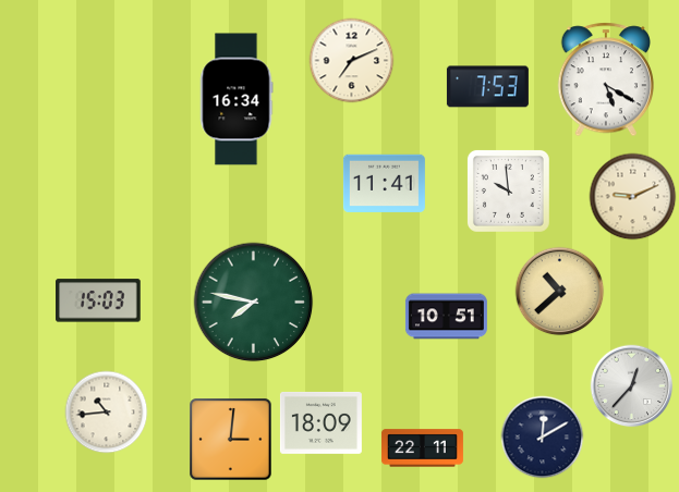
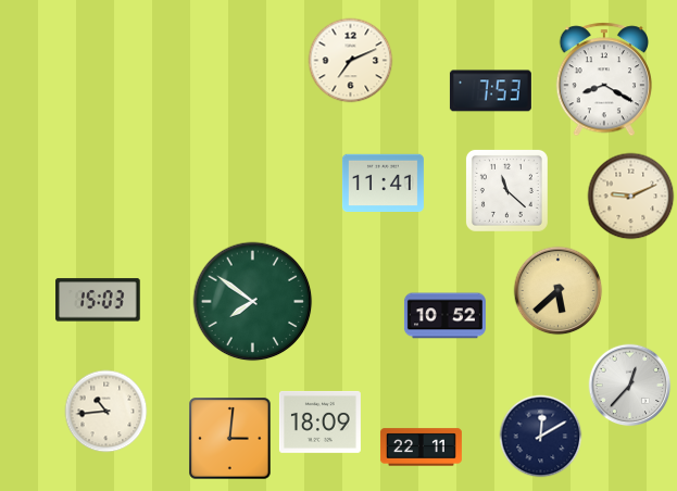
clock at (605, 79): 5:20 -> 8:20
clock at (487, 87) position: (487, 87) -> (490, 91)
clock at (237, 99): 16:34 -> none
clock at (508, 190): 9:59 -> 11:22
clock at (560, 292): 10:38 -> 5:38
clock at (254, 303): 7:47 -> 7:51
clock at (446, 317): 10:51 -> 10:52
